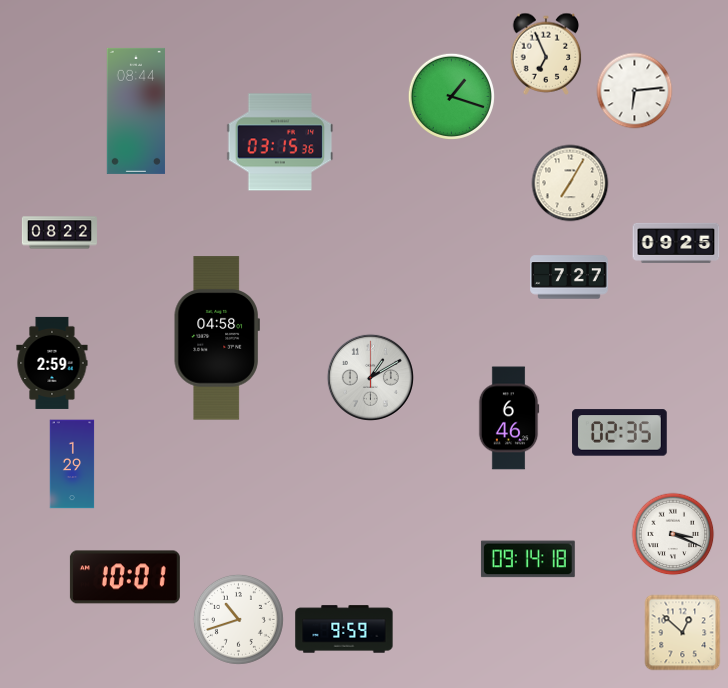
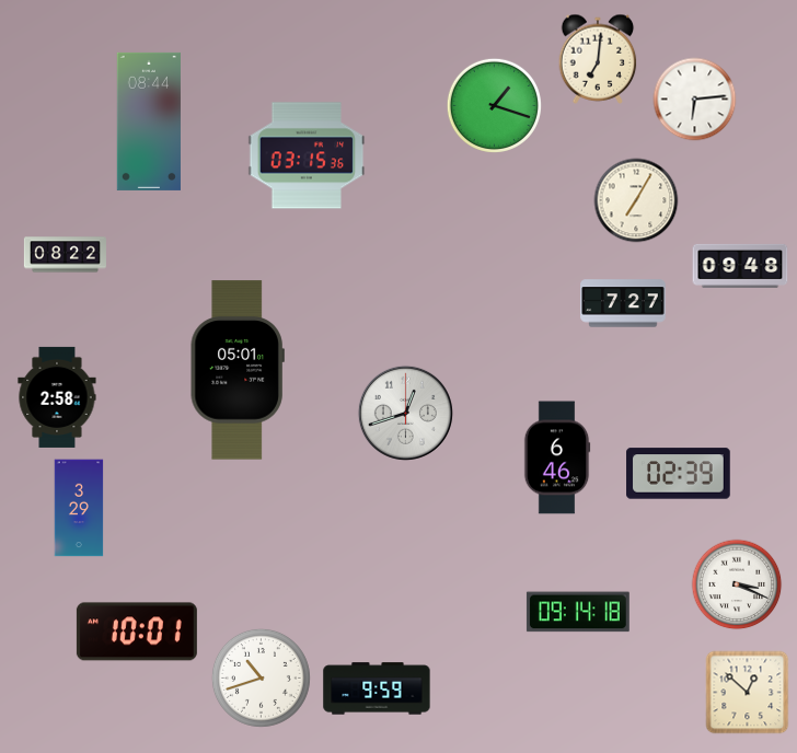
clock at (546, 54): 6:56 -> 7:01
clock at (570, 183) position: (570, 183) -> (636, 200)
clock at (676, 243): 09:25 -> 09:48
clock at (217, 338): 04:58 -> 05:01
clock at (52, 363): 2:59 -> 2:58
clock at (370, 377): 1:10 -> 12:42
clock at (620, 433): 02:35 -> 02:39
clock at (72, 464): 1:29 -> 3:29
